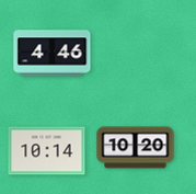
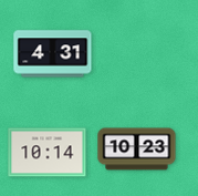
clock at (53, 54): 4:46 -> 4:31
clock at (136, 148): 10:20 -> 10:23
